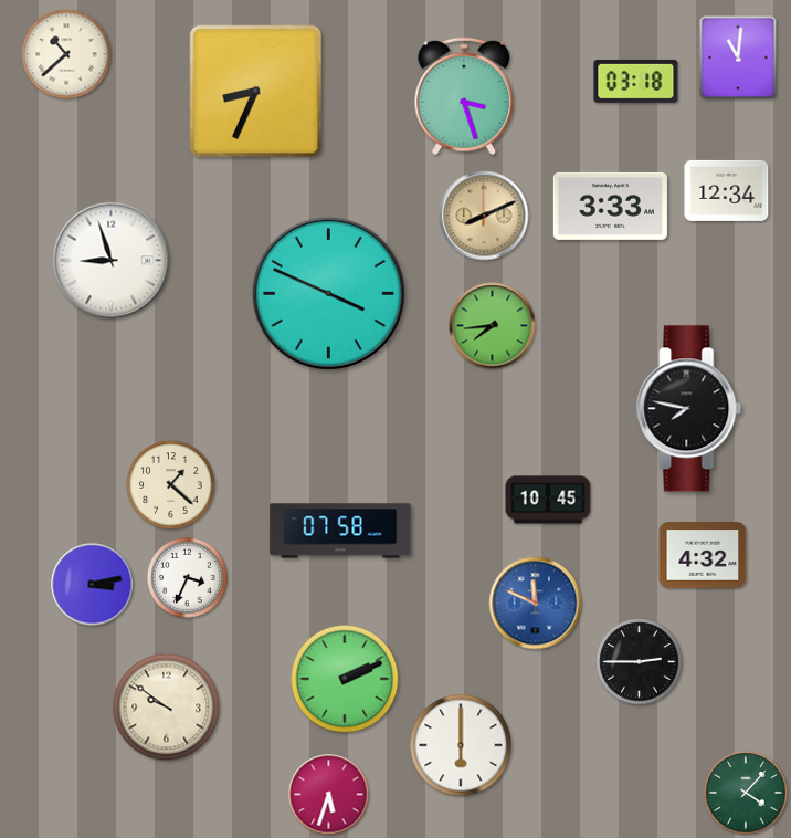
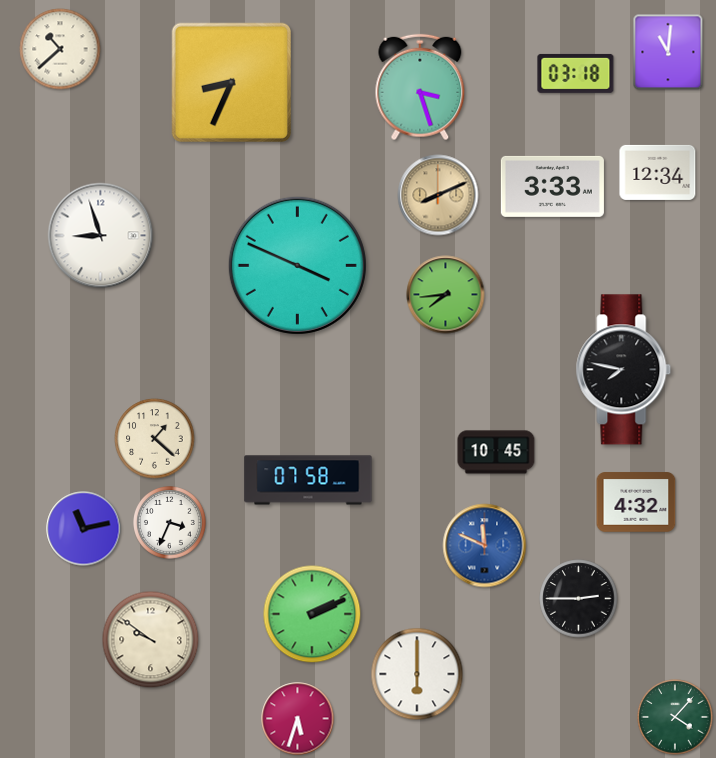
clock at (93, 585): 3:13 -> 11:13
